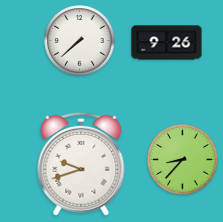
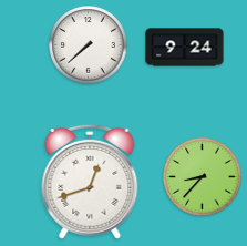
clock at (167, 43): 9:26 -> 9:24
clock at (81, 164): 9:42 -> 12:42
